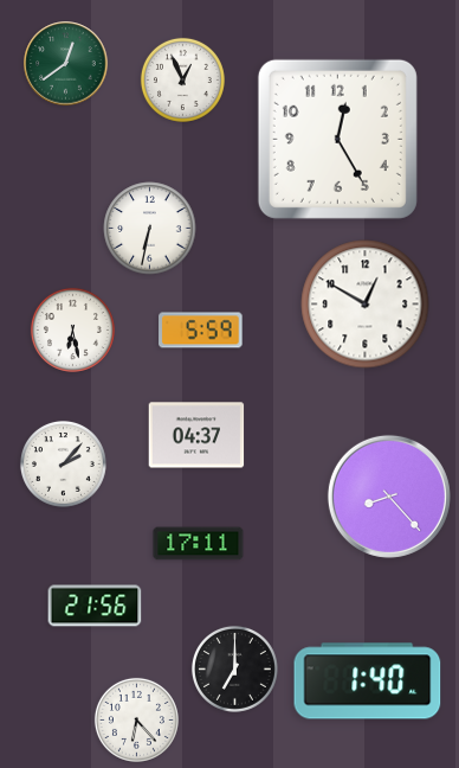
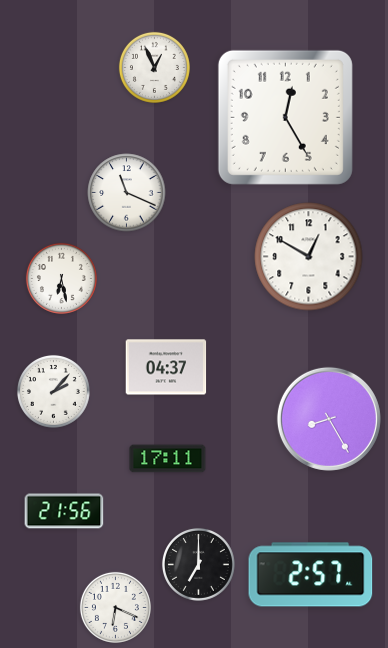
clock at (66, 64): 12:39 -> none
clock at (150, 229): 6:32 -> 11:19
clock at (201, 331): 5:59 -> none
clock at (389, 497): 8:23 -> 8:25
clock at (95, 606) position: (95, 606) -> (64, 511)
clock at (368, 681): 1:40 -> 2:57
clock at (136, 719): 6:23 -> 6:19
